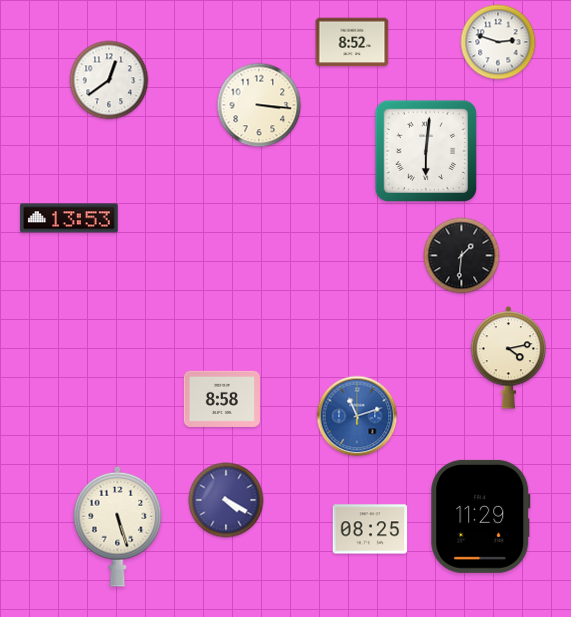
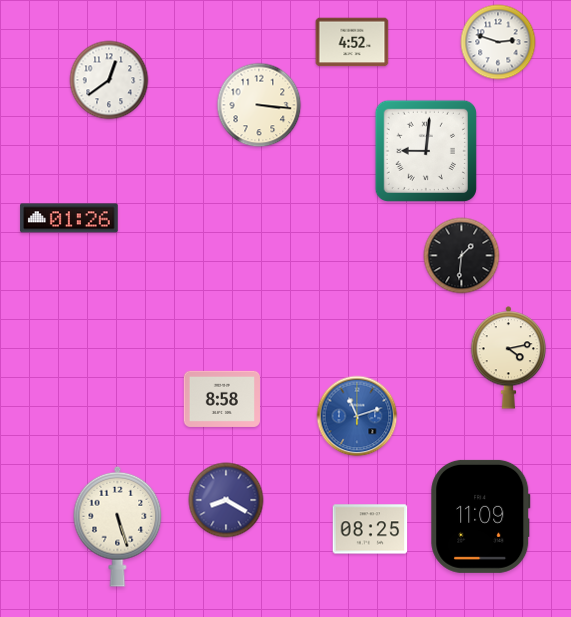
clock at (352, 42): 8:52 -> 4:52
clock at (426, 151): 6:01 -> 9:01
clock at (69, 218): 13:53 -> 01:26
clock at (226, 500): 4:20 -> 8:20
clock at (481, 516): 11:29 -> 11:09
